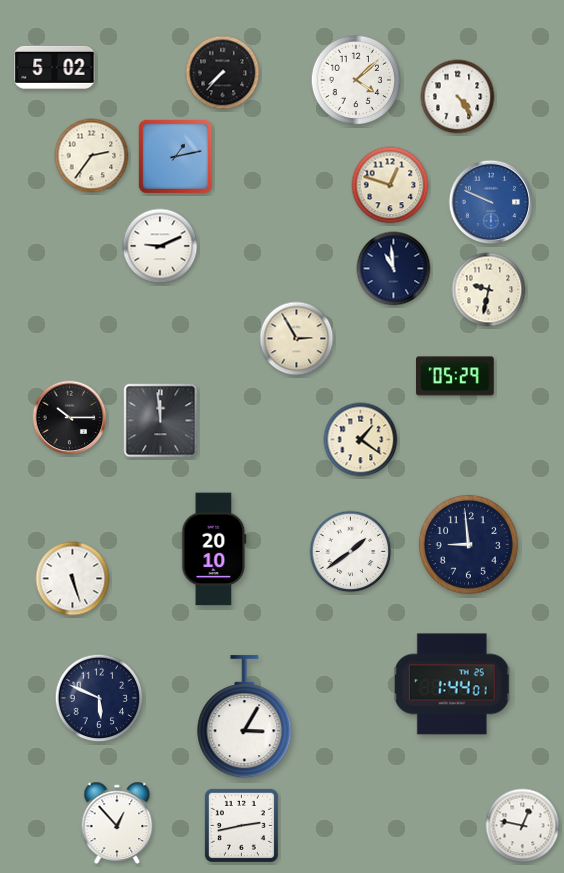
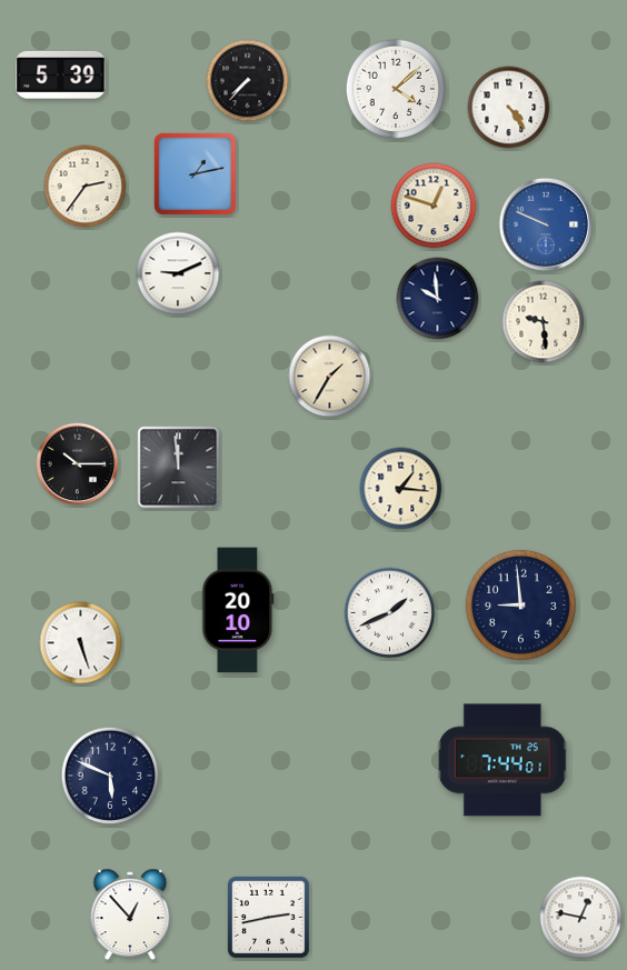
clock at (55, 67): 5:02 -> 5:39
clock at (92, 156) position: (92, 156) -> (86, 187)
clock at (394, 269): 10:59 -> 9:59
clock at (489, 290): 9:32 -> 9:29
clock at (297, 339): 2:55 -> 1:35
clock at (455, 376): 05:29 -> none
clock at (361, 440): 1:21 -> 1:16
clock at (351, 552): 1:39 -> 1:41
clock at (452, 684): 1:44 -> 7:44
clock at (245, 717): 3:05 -> none
